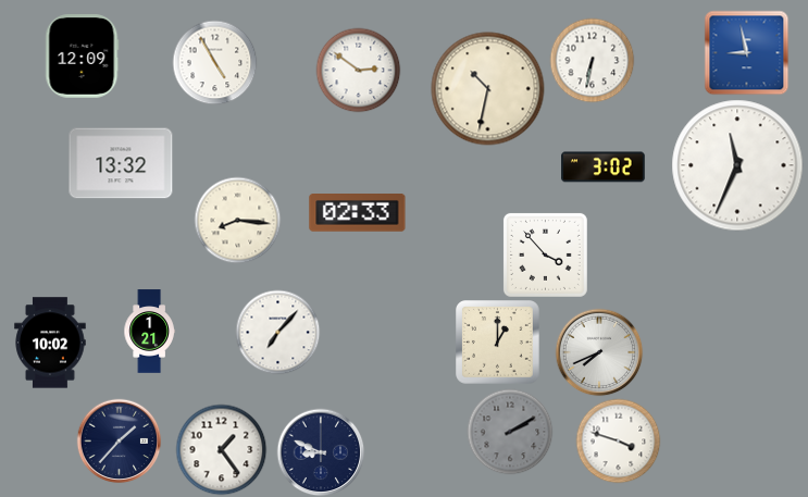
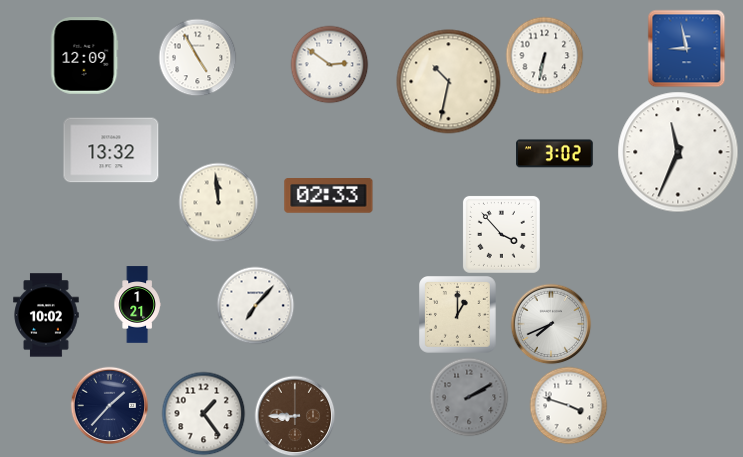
clock at (83, 57) position: (83, 57) -> (85, 56)
clock at (237, 220): 8:16 -> 11:59
clock at (321, 452): 8:49 -> 8:45
clock at (321, 452) dial: navy -> brown
